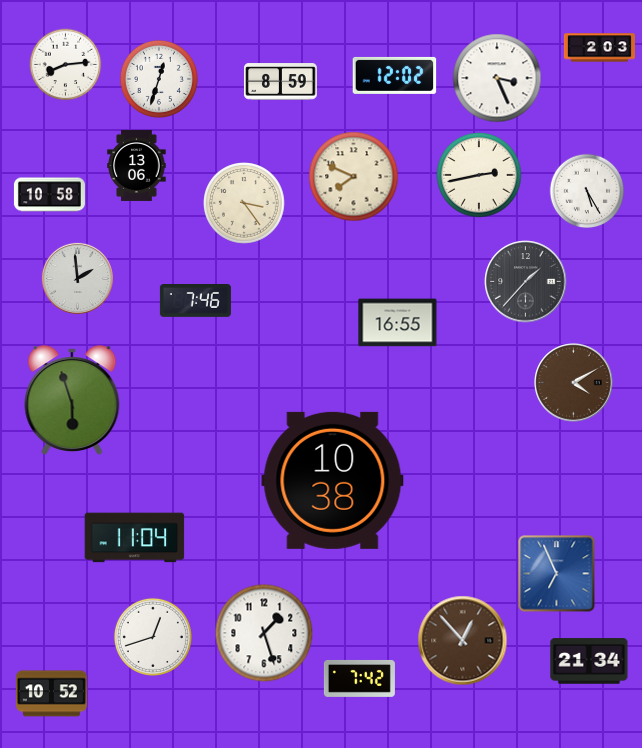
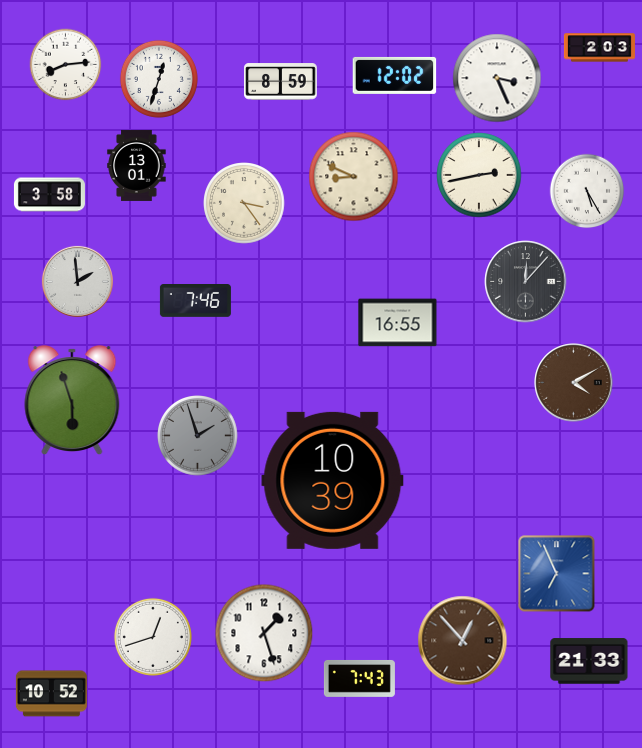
clock at (137, 165): 13:06 -> 13:01
clock at (354, 177): 7:49 -> 8:49
clock at (49, 195): 10:58 -> 3:58
clock at (77, 278) position: (77, 278) -> (77, 281)
clock at (526, 282): 1:37 -> 12:07
clock at (198, 436): none -> 1:57
clock at (333, 480): 10:38 -> 10:39
clock at (135, 538): 11:04 -> none
clock at (589, 661): 21:34 -> 21:33
clock at (359, 678): 7:42 -> 7:43
